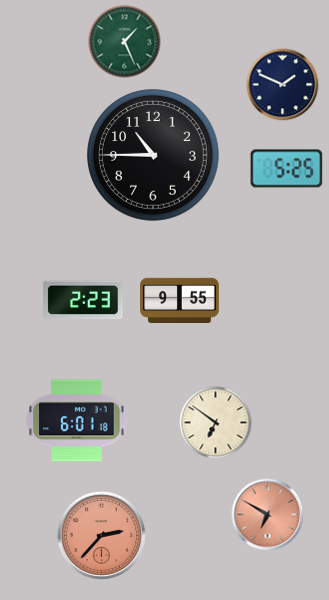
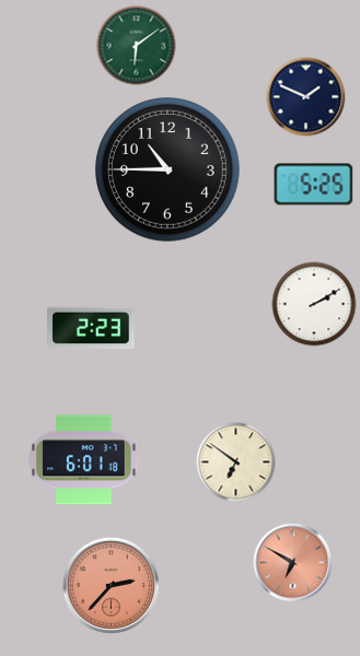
clock at (125, 42): 1:26 -> 6:09
clock at (283, 85) position: (283, 85) -> (306, 97)
clock at (314, 304): none -> 2:10
clock at (180, 300): 9:55 -> none
